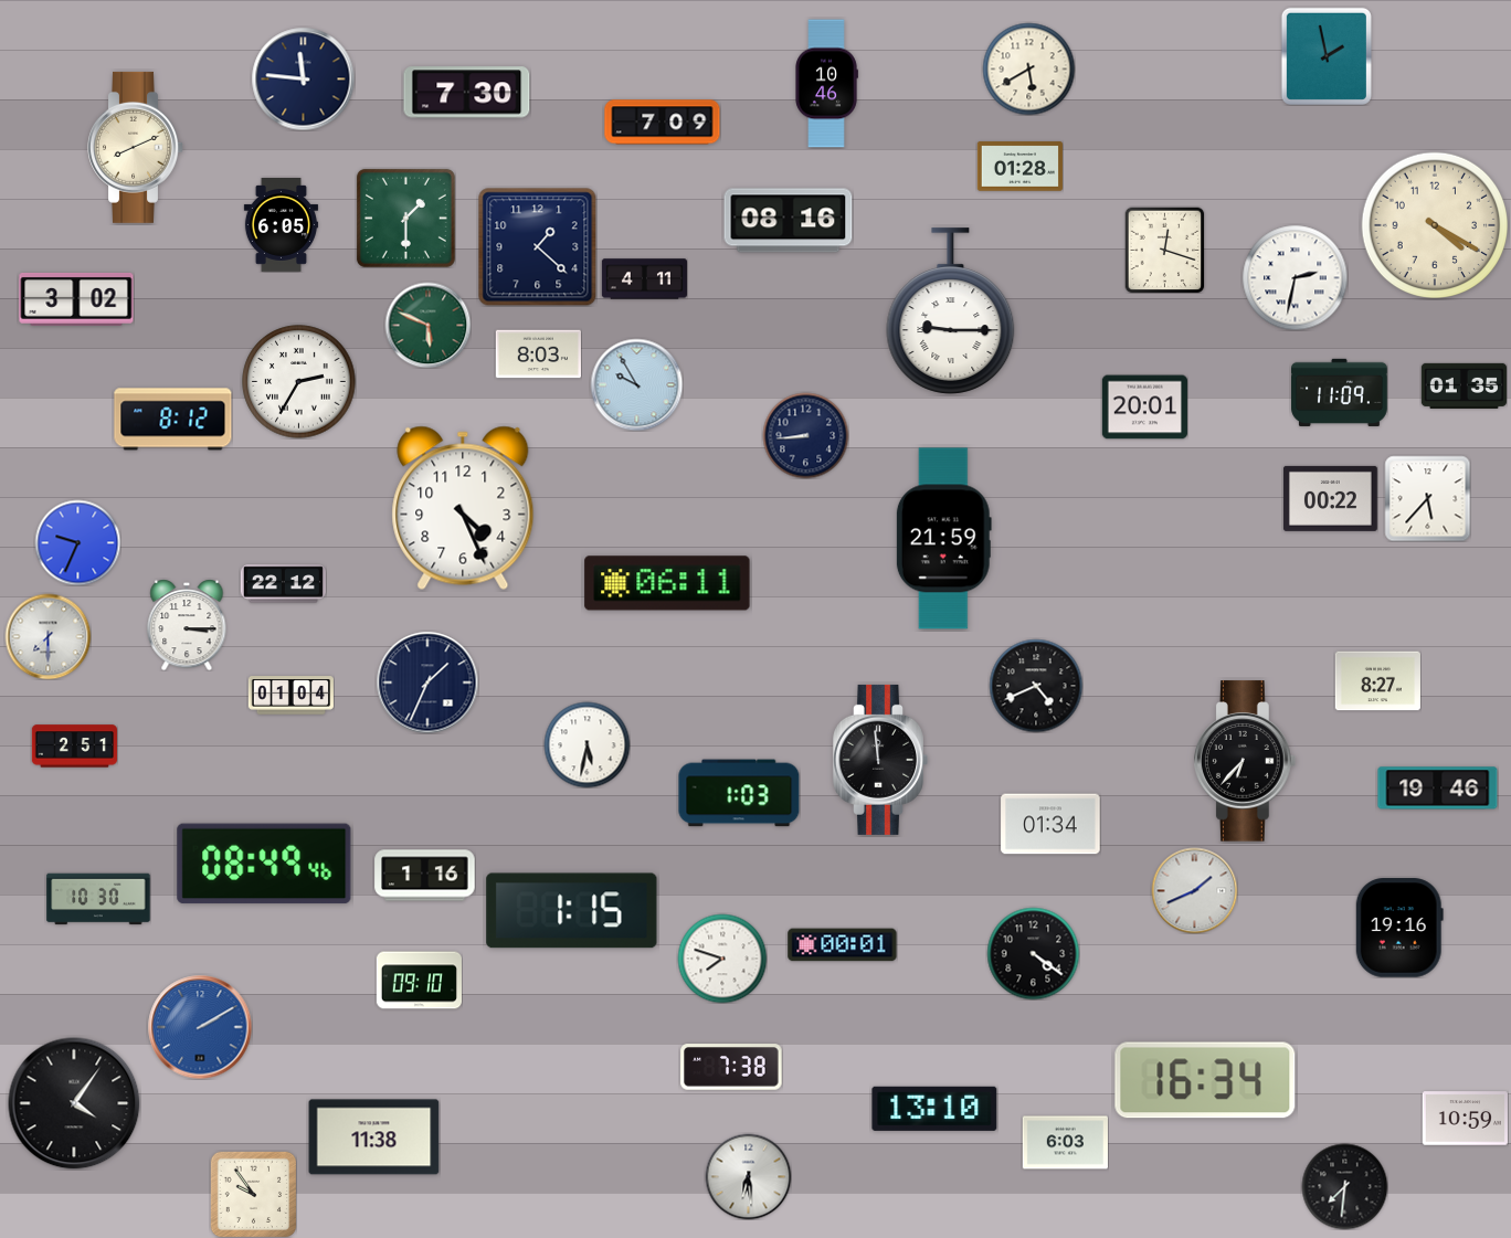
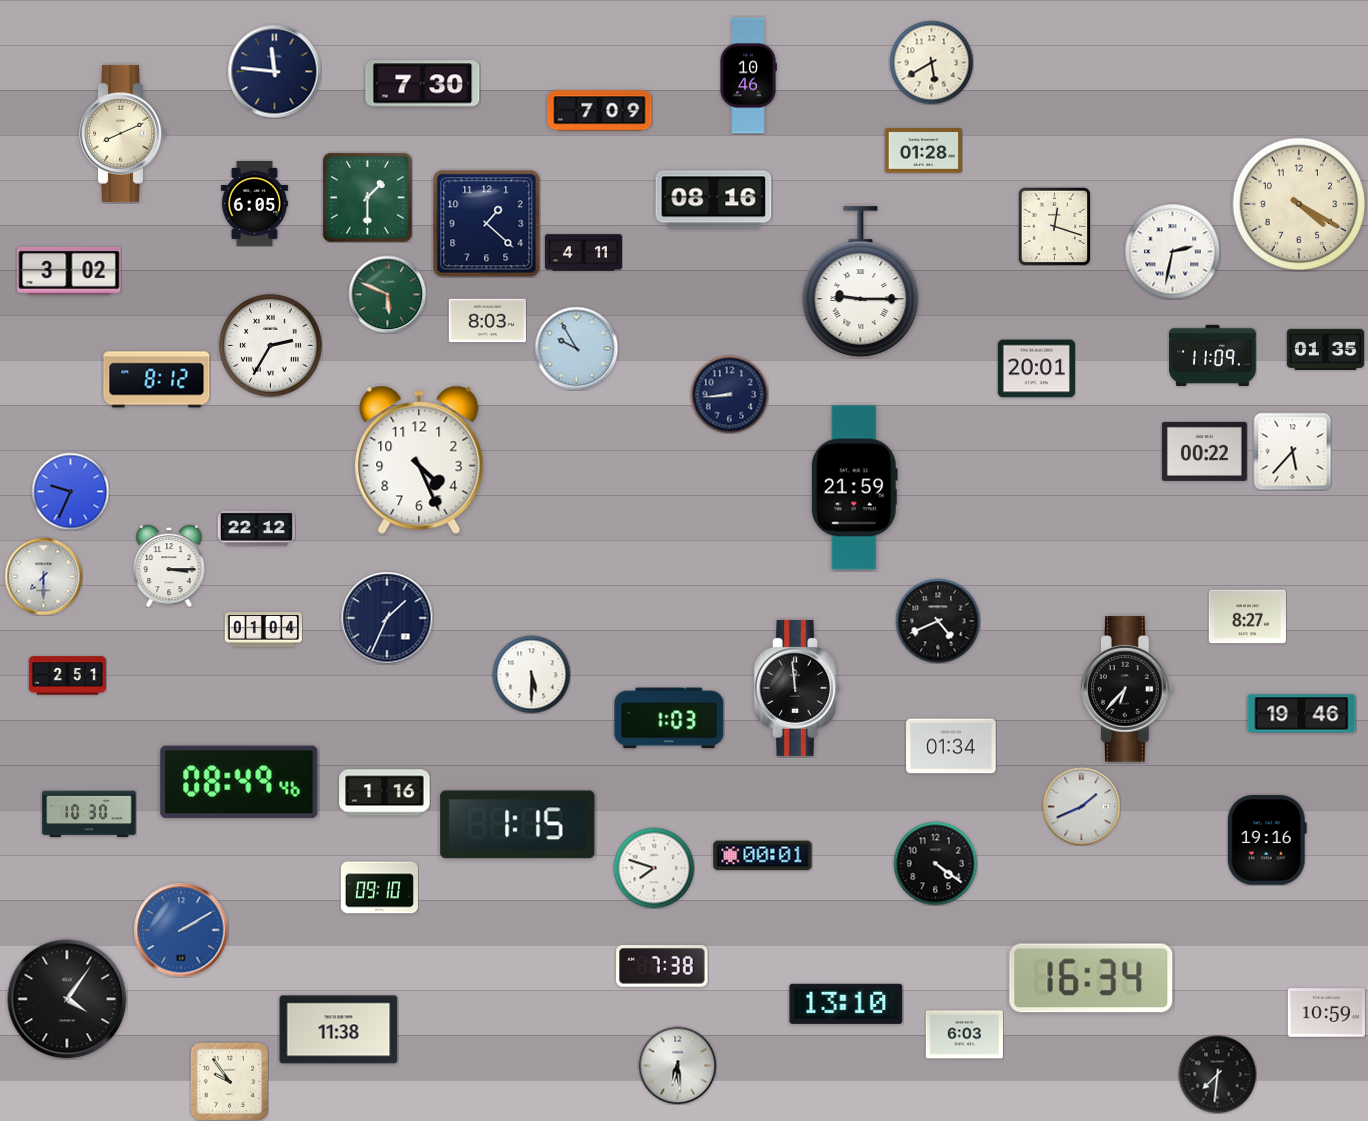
clock at (1327, 56): 1:58 -> none
clock at (667, 583): 06:11 -> none
clock at (587, 744): 5:32 -> 5:30
